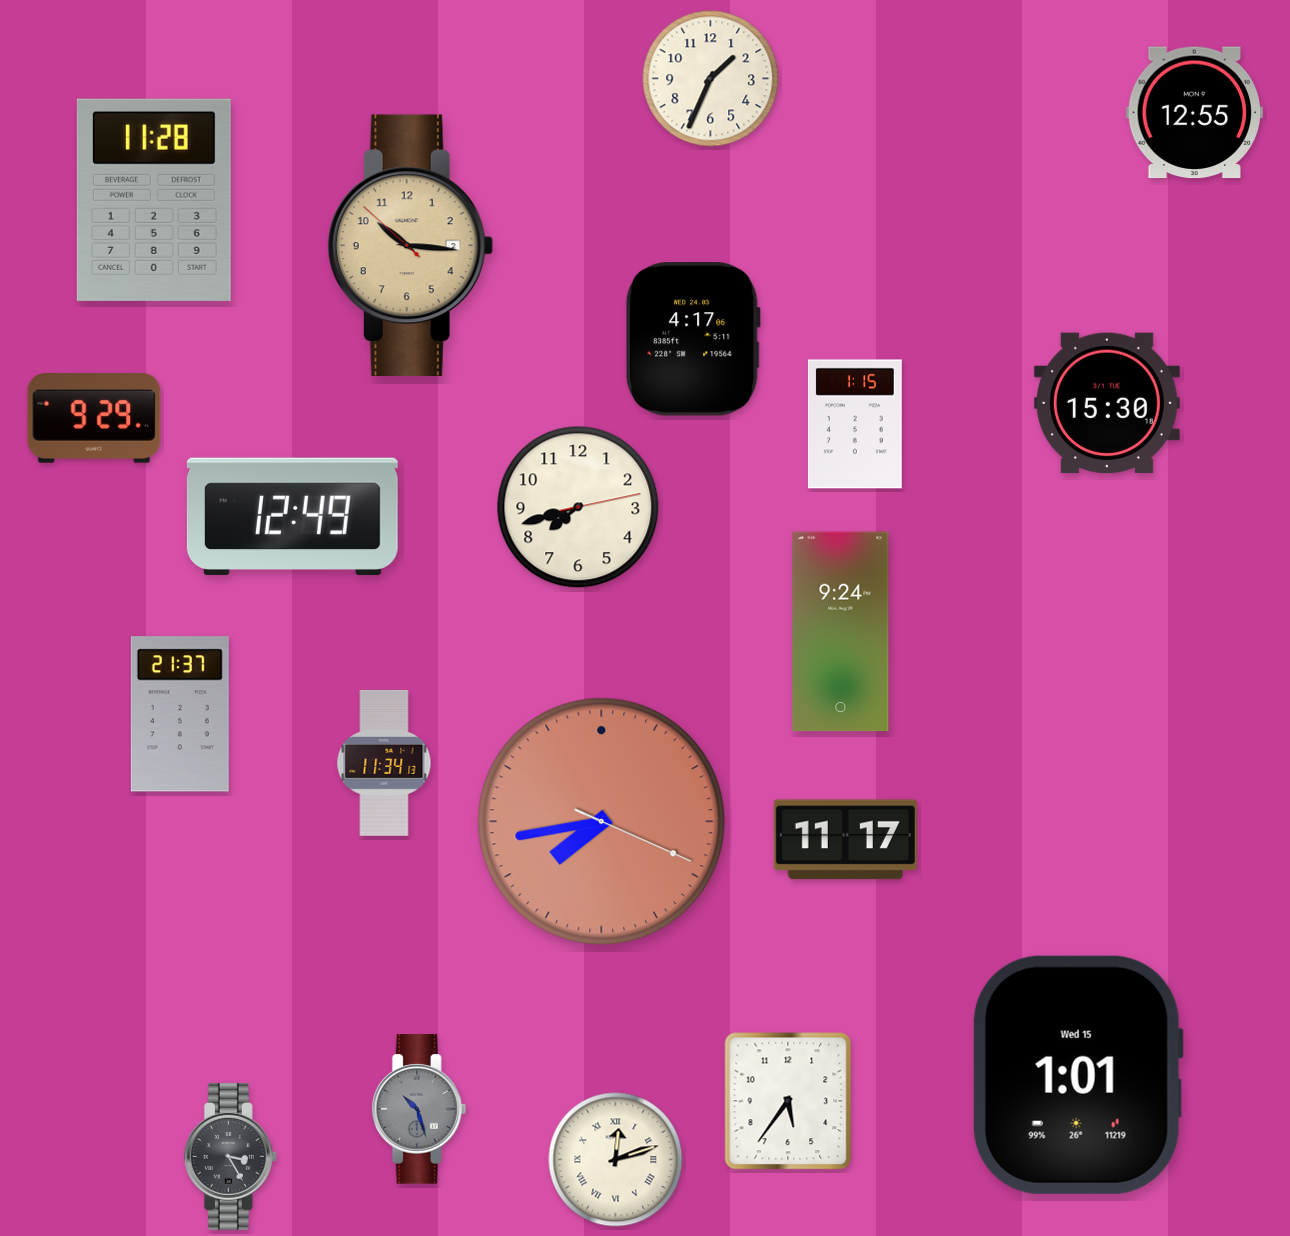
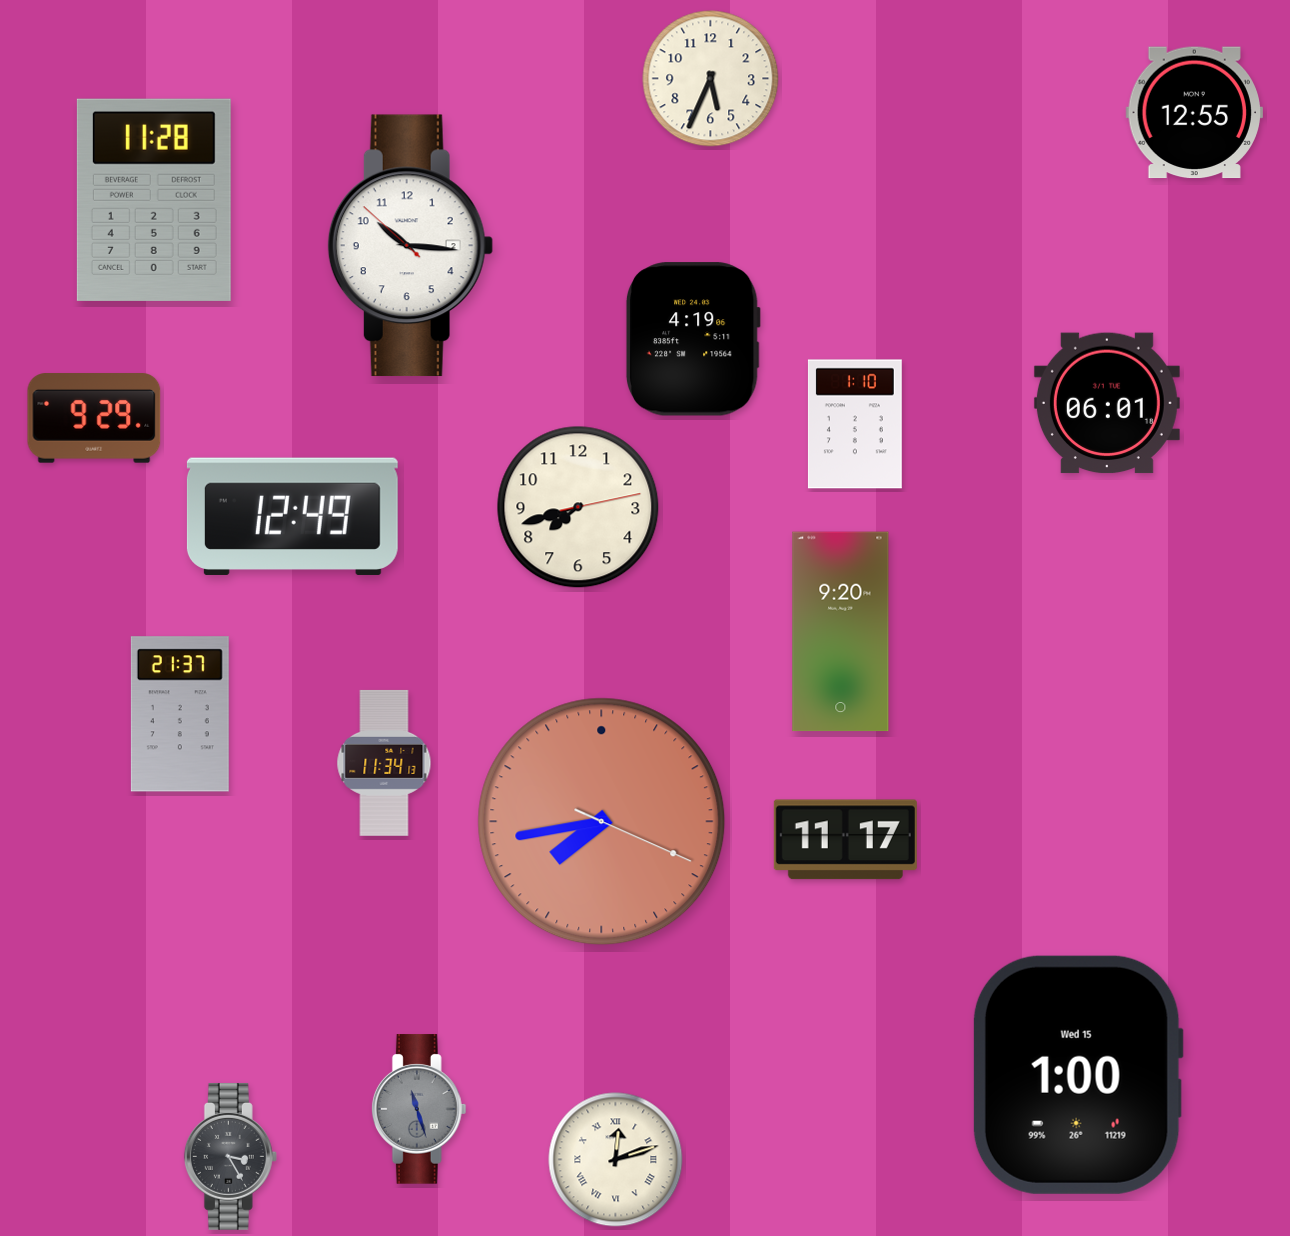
clock at (711, 79): 1:34 -> 5:34
clock at (410, 246) dial: champagne -> white
clock at (693, 339): 4:17 -> 4:19
clock at (1107, 403): 15:30 -> 06:01
clock at (855, 424): 1:15 -> 1:10
clock at (841, 632): 9:24 -> 9:20
clock at (1078, 1075): 1:01 -> 1:00
clock at (788, 1101): 5:36 -> none
clock at (419, 1109): 10:27 -> 11:27
